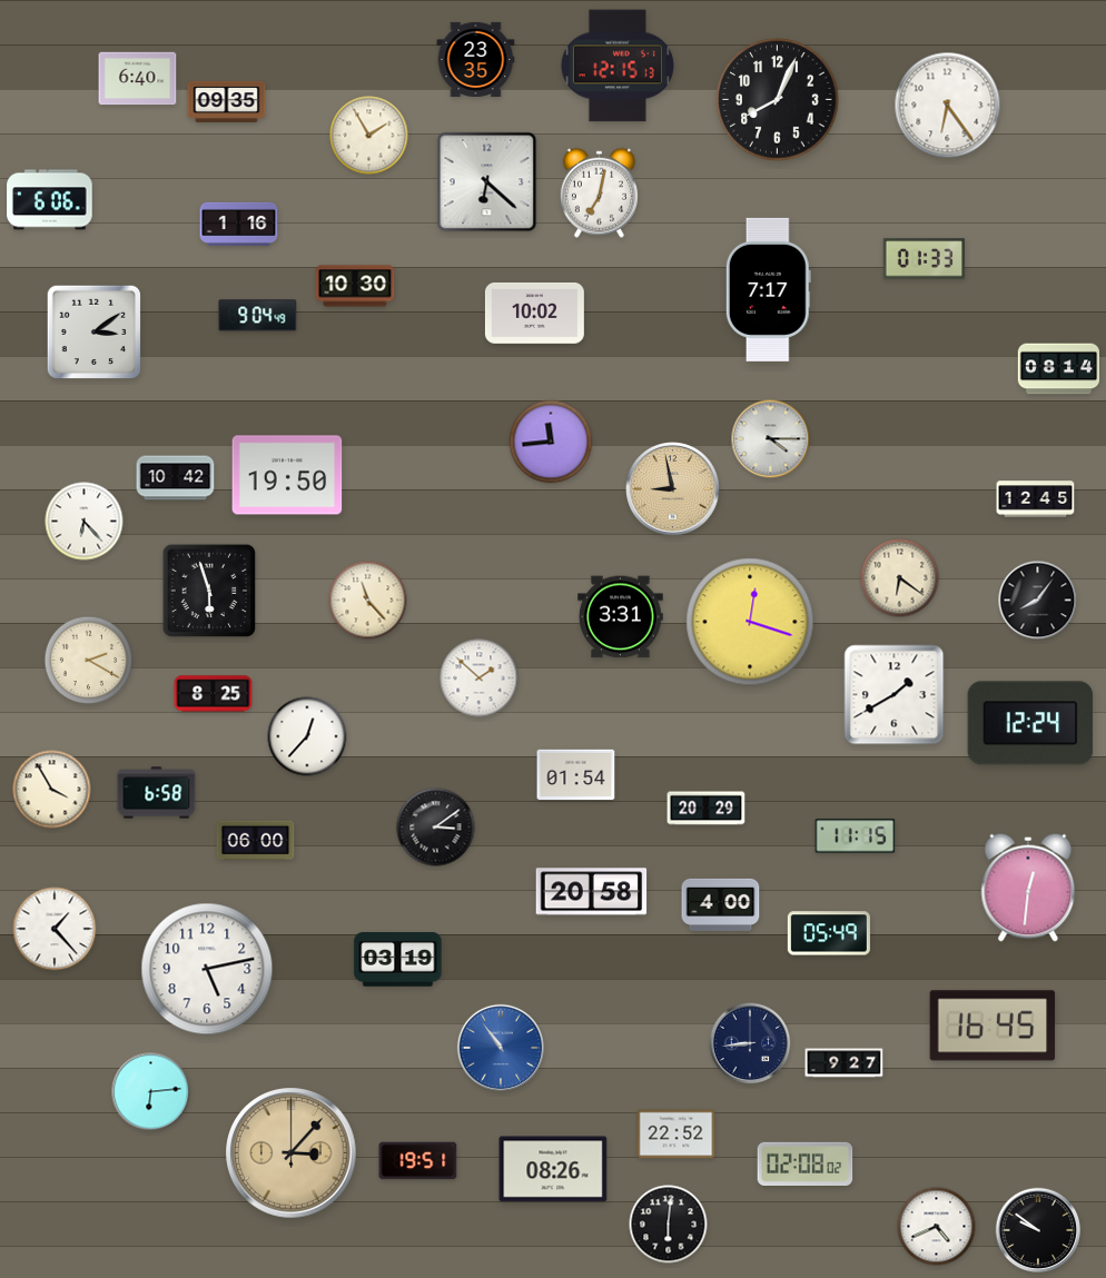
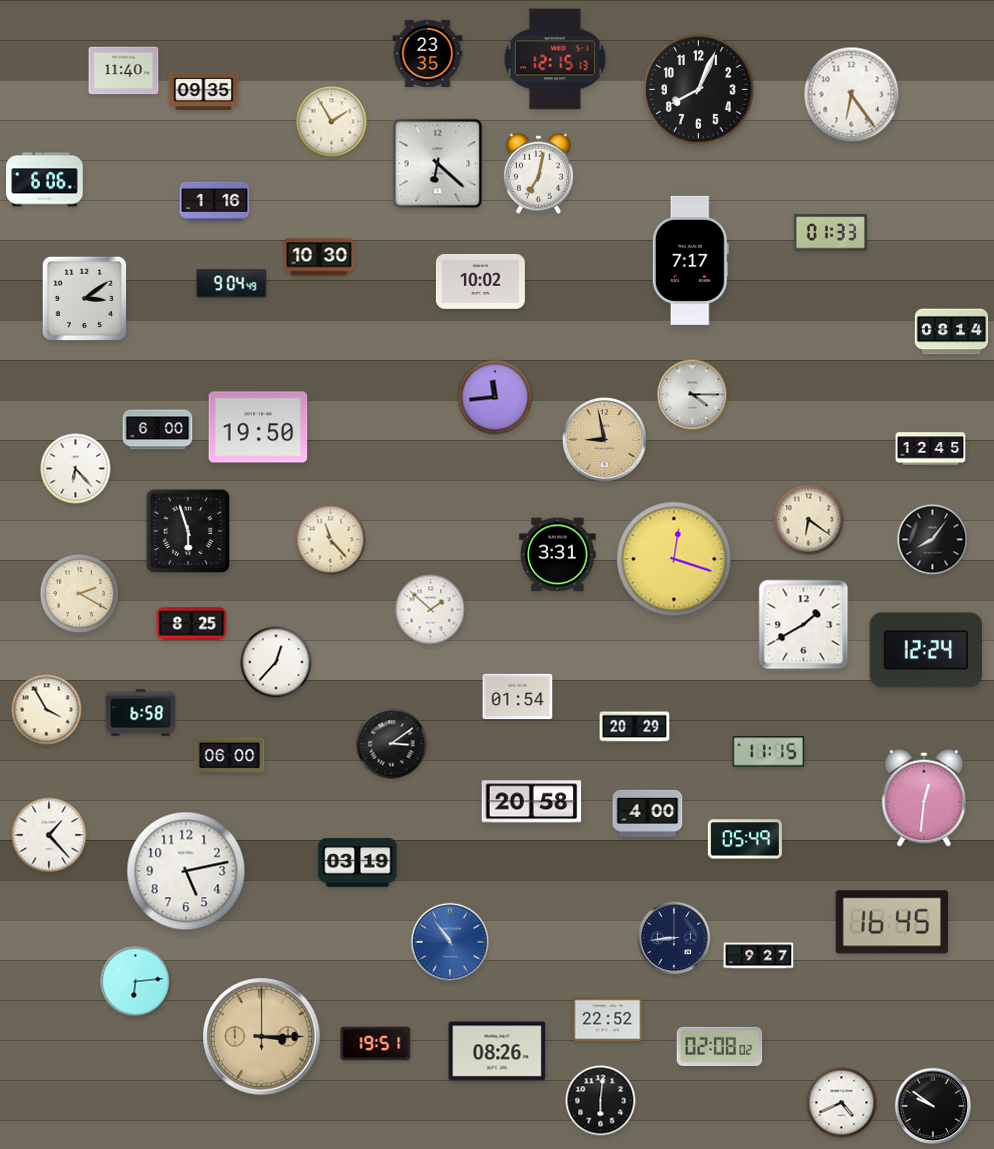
clock at (138, 79): 6:40 -> 11:40
clock at (176, 478): 10:42 -> 6:00
clock at (292, 1153): 3:07 -> 3:15
clock at (806, 1163) position: (806, 1163) -> (720, 1046)
